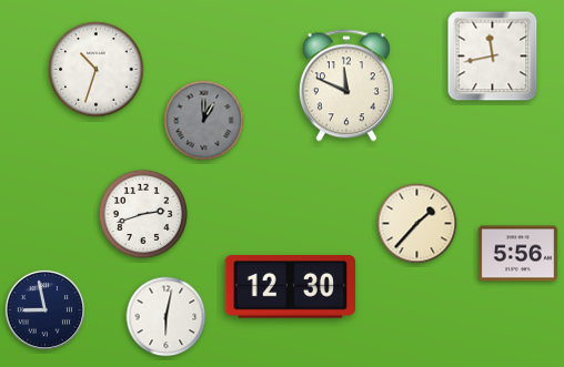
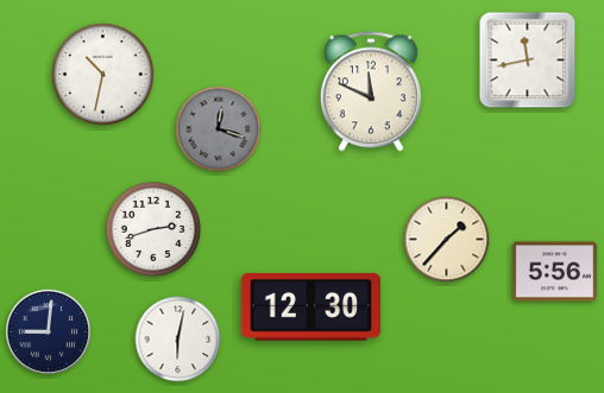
clock at (97, 70): 10:33 -> 10:32
clock at (204, 121): 1:00 -> 12:18
clock at (44, 309): 8:58 -> 9:01
